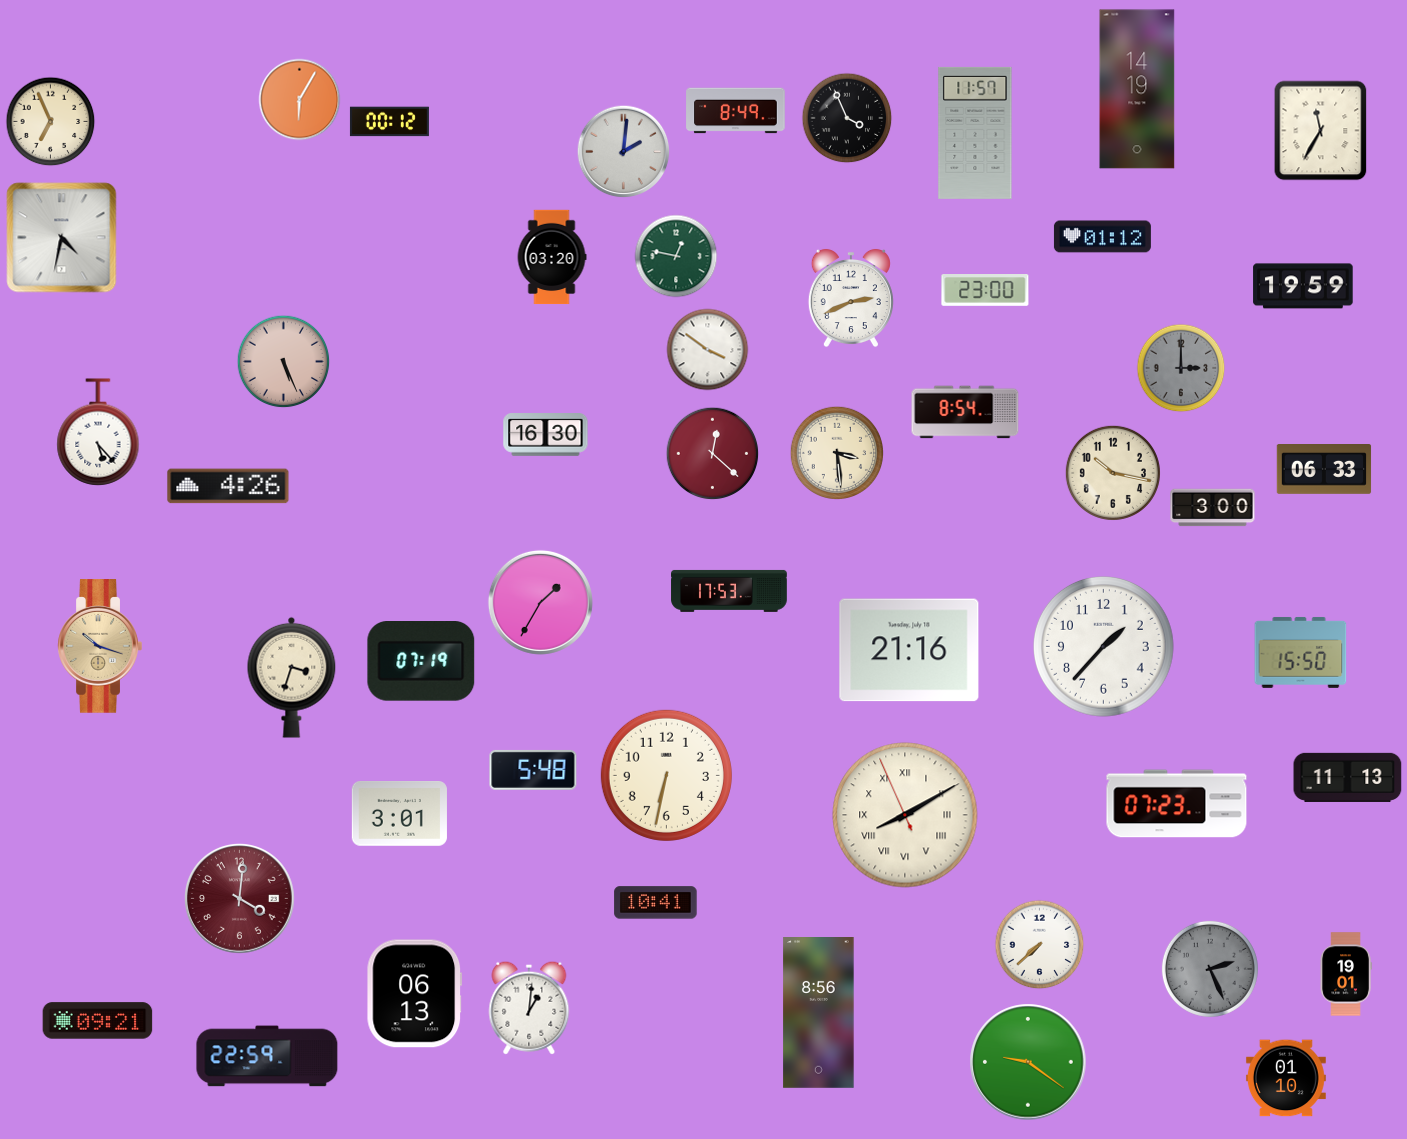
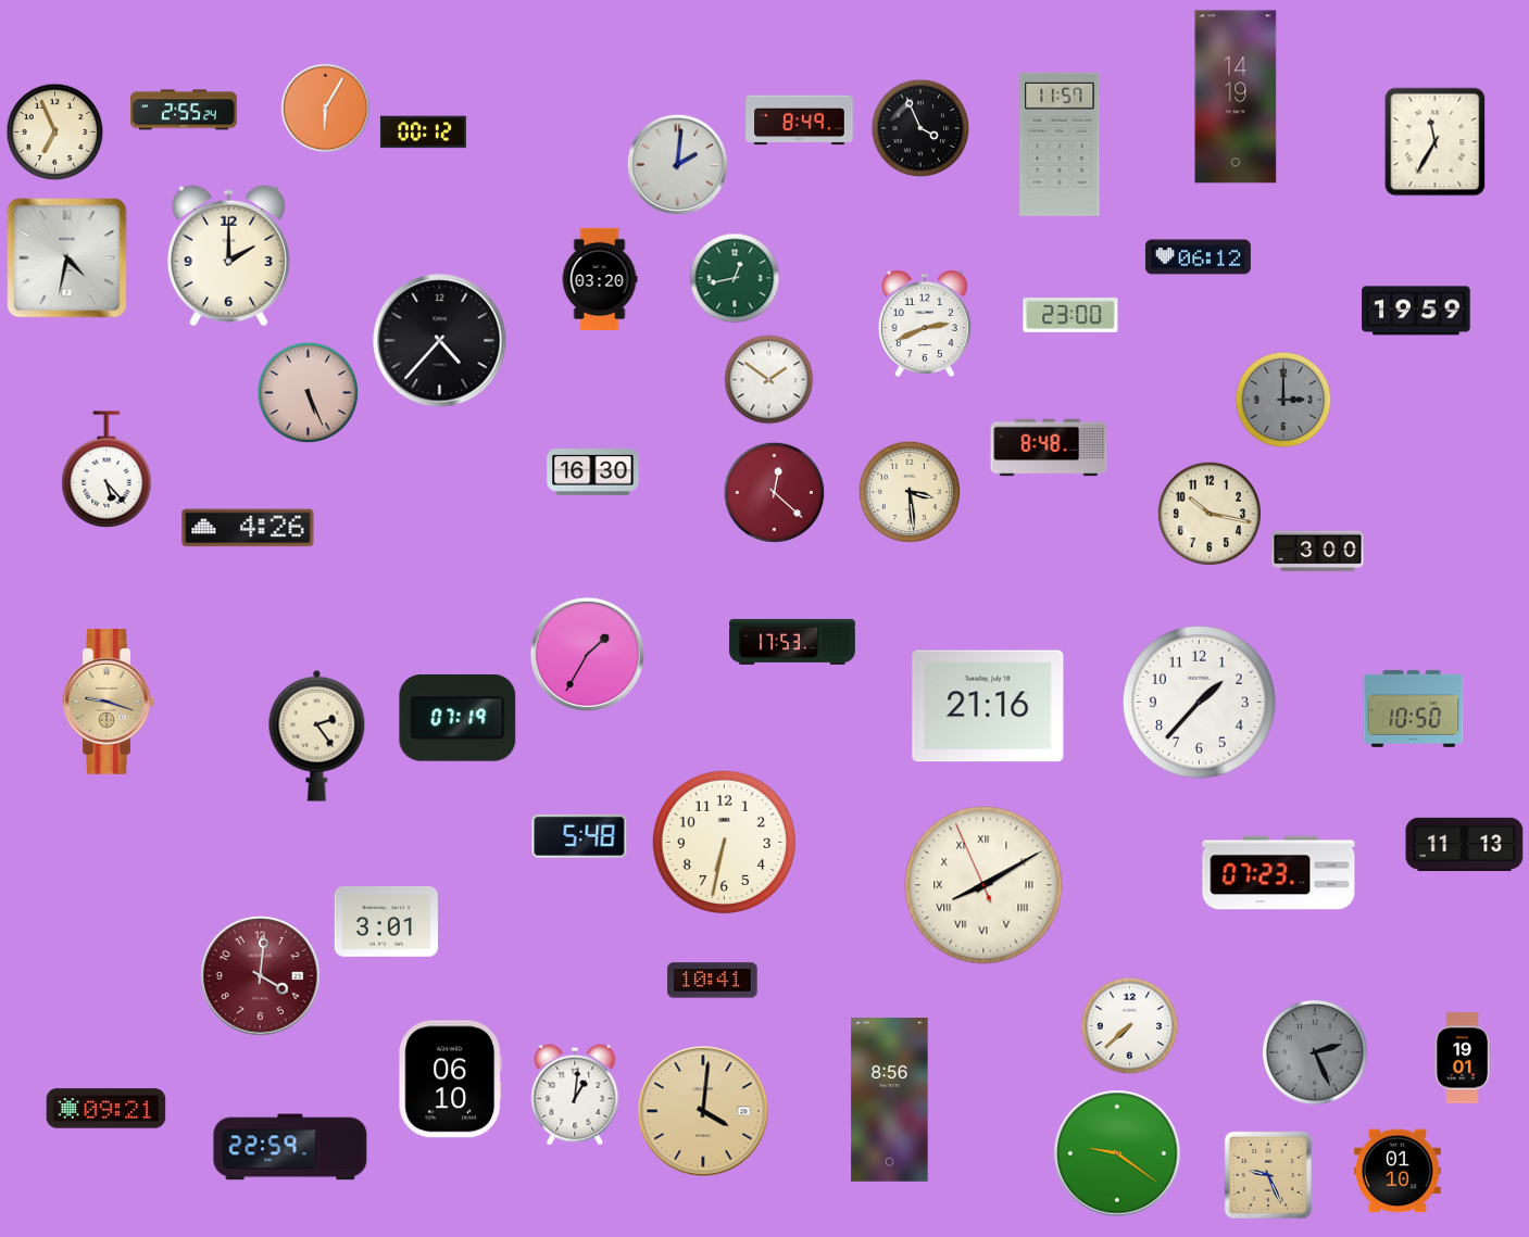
clock at (185, 110): none -> 2:55
clock at (228, 256): none -> 2:00
clock at (1102, 237): 01:12 -> 06:12
clock at (676, 256): 12:47 -> 12:43
clock at (440, 341): none -> 4:37
clock at (708, 350): 3:51 -> 1:51
clock at (965, 412): 8:54 -> 8:48
clock at (1324, 470): 06:33 -> none
clock at (100, 647): 10:18 -> 9:18
clock at (1301, 653): 15:50 -> 10:50
clock at (292, 677): 3:33 -> 2:24
clock at (399, 814) position: (399, 814) -> (386, 922)
clock at (415, 994): 06:13 -> 06:10
clock at (703, 1111): none -> 4:01
clock at (1268, 1175): none -> 9:26
